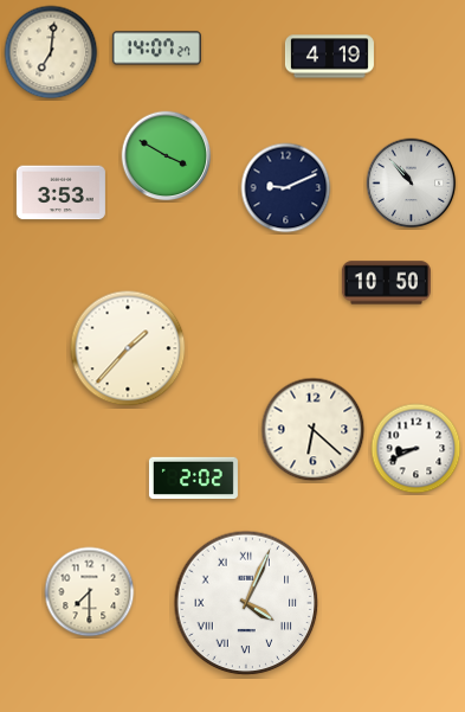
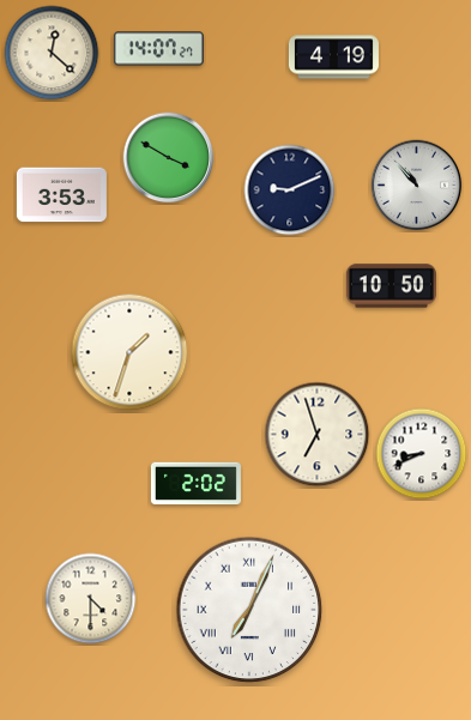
clock at (51, 52): 7:01 -> 12:22
clock at (128, 348): 1:37 -> 1:33
clock at (314, 430): 6:22 -> 6:57
clock at (90, 592): 7:30 -> 4:30
clock at (246, 603): 4:04 -> 7:04
